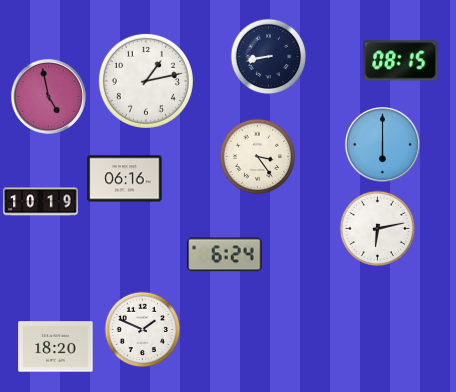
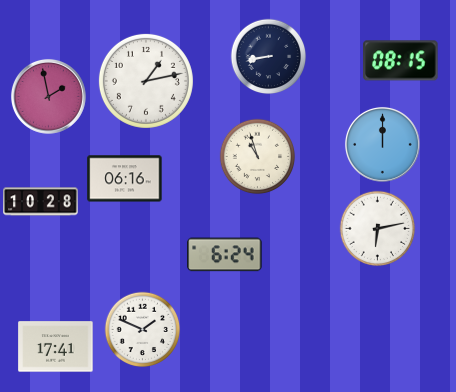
clock at (48, 96): 4:58 -> 1:58
clock at (382, 144): 6:00 -> 12:00
clock at (258, 157): 3:24 -> 10:57
clock at (41, 202): 10:19 -> 10:28
clock at (56, 347): 18:20 -> 17:41
